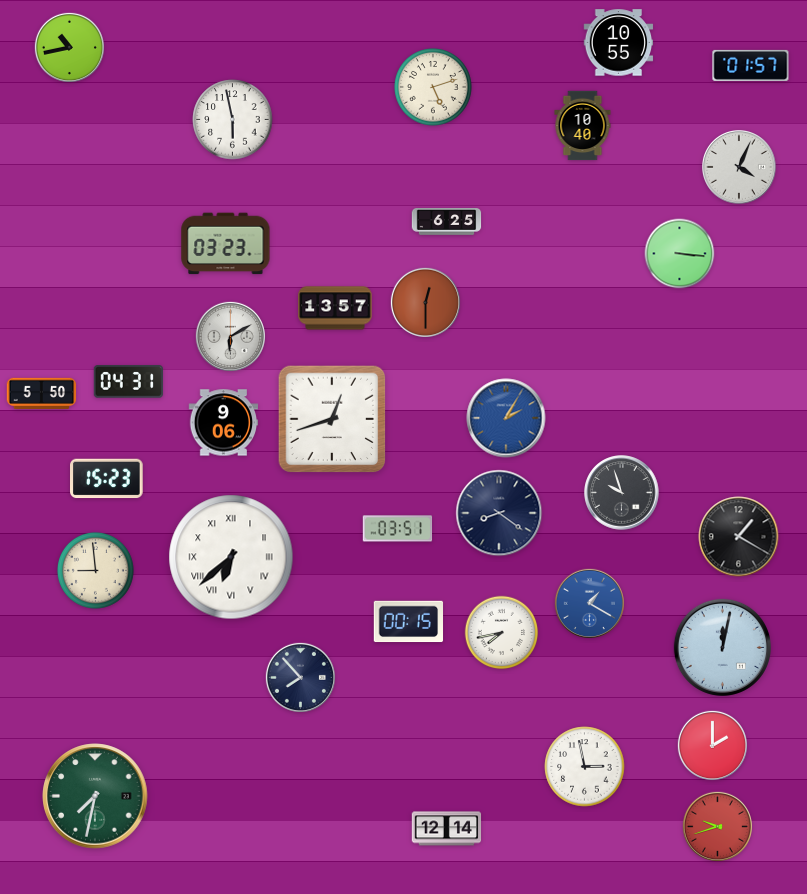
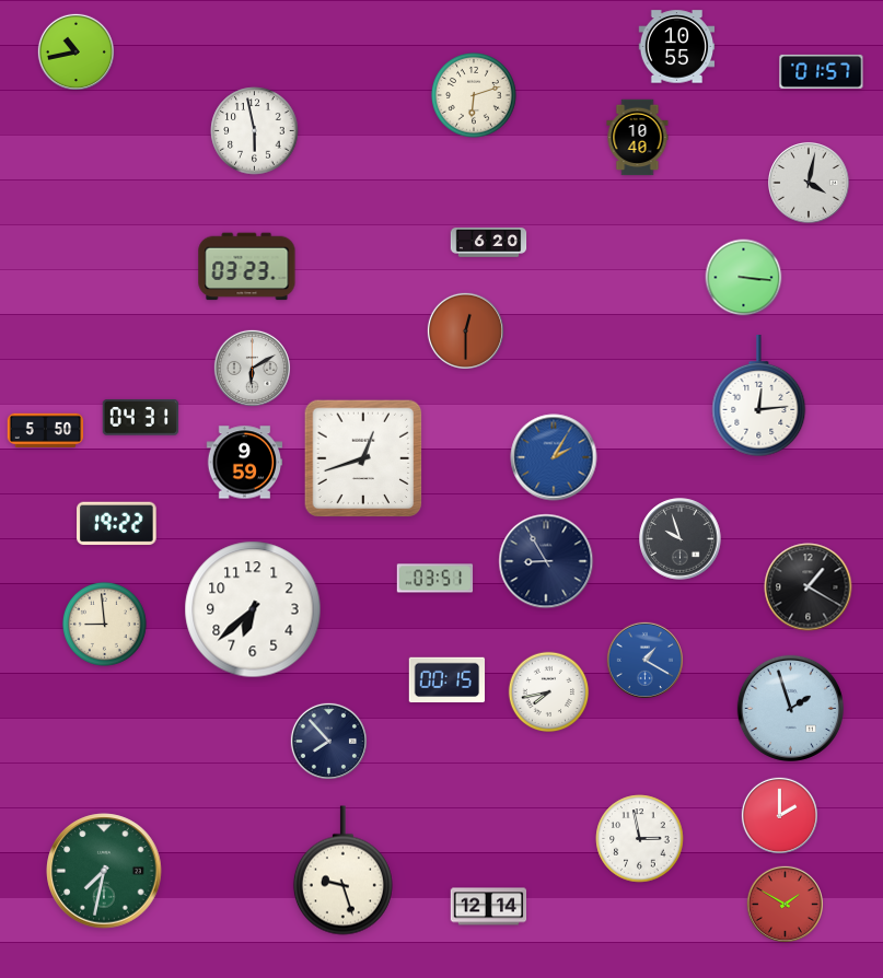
clock at (434, 88): 5:12 -> 6:12
clock at (740, 168): 4:04 -> 4:02
clock at (447, 222): 6:25 -> 6:20
clock at (335, 308): 13:57 -> none
clock at (759, 397): none -> 12:14
clock at (224, 423): 9:06 -> 9:59
clock at (107, 479): 15:23 -> 19:22
clock at (499, 513): 8:21 -> 8:55
clock at (231, 557) numerals: Roman -> Arabic
clock at (722, 647): 12:02 -> 1:57
clock at (342, 871): none -> 9:27
clock at (717, 826): 9:42 -> 1:50
